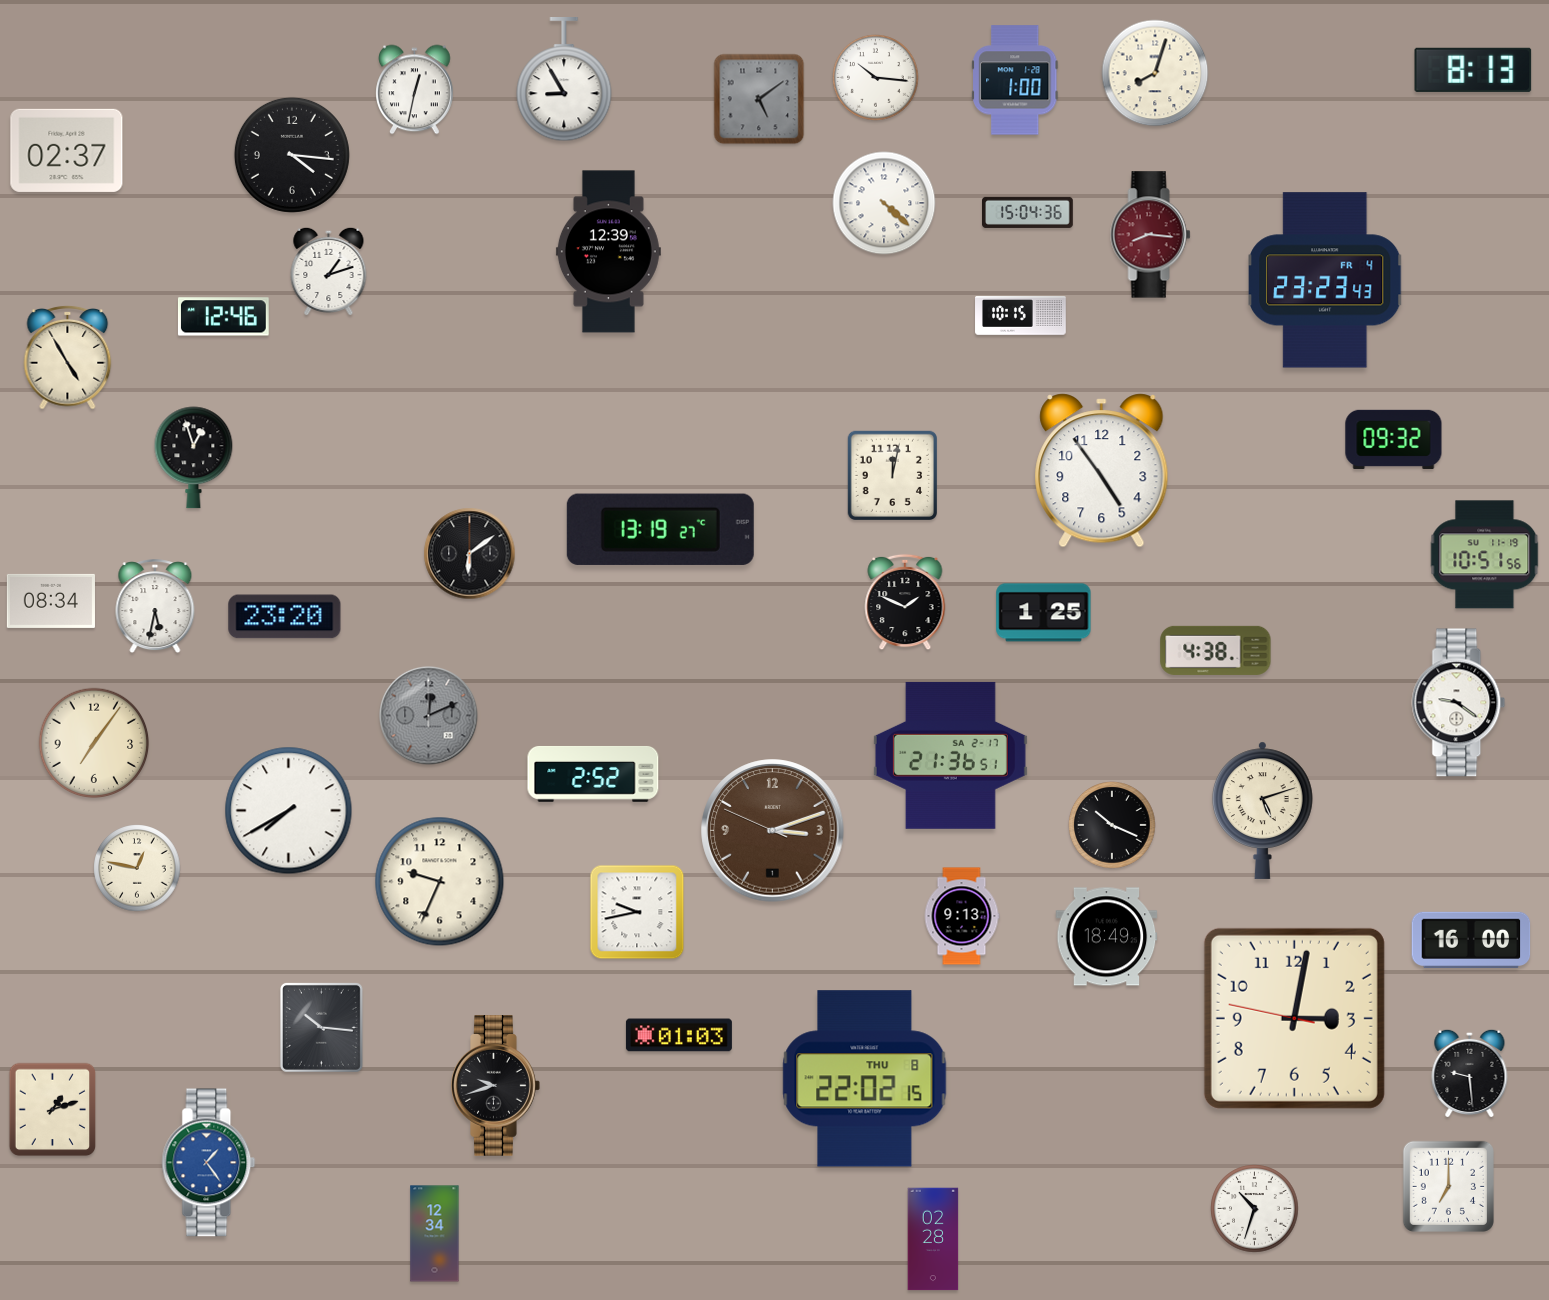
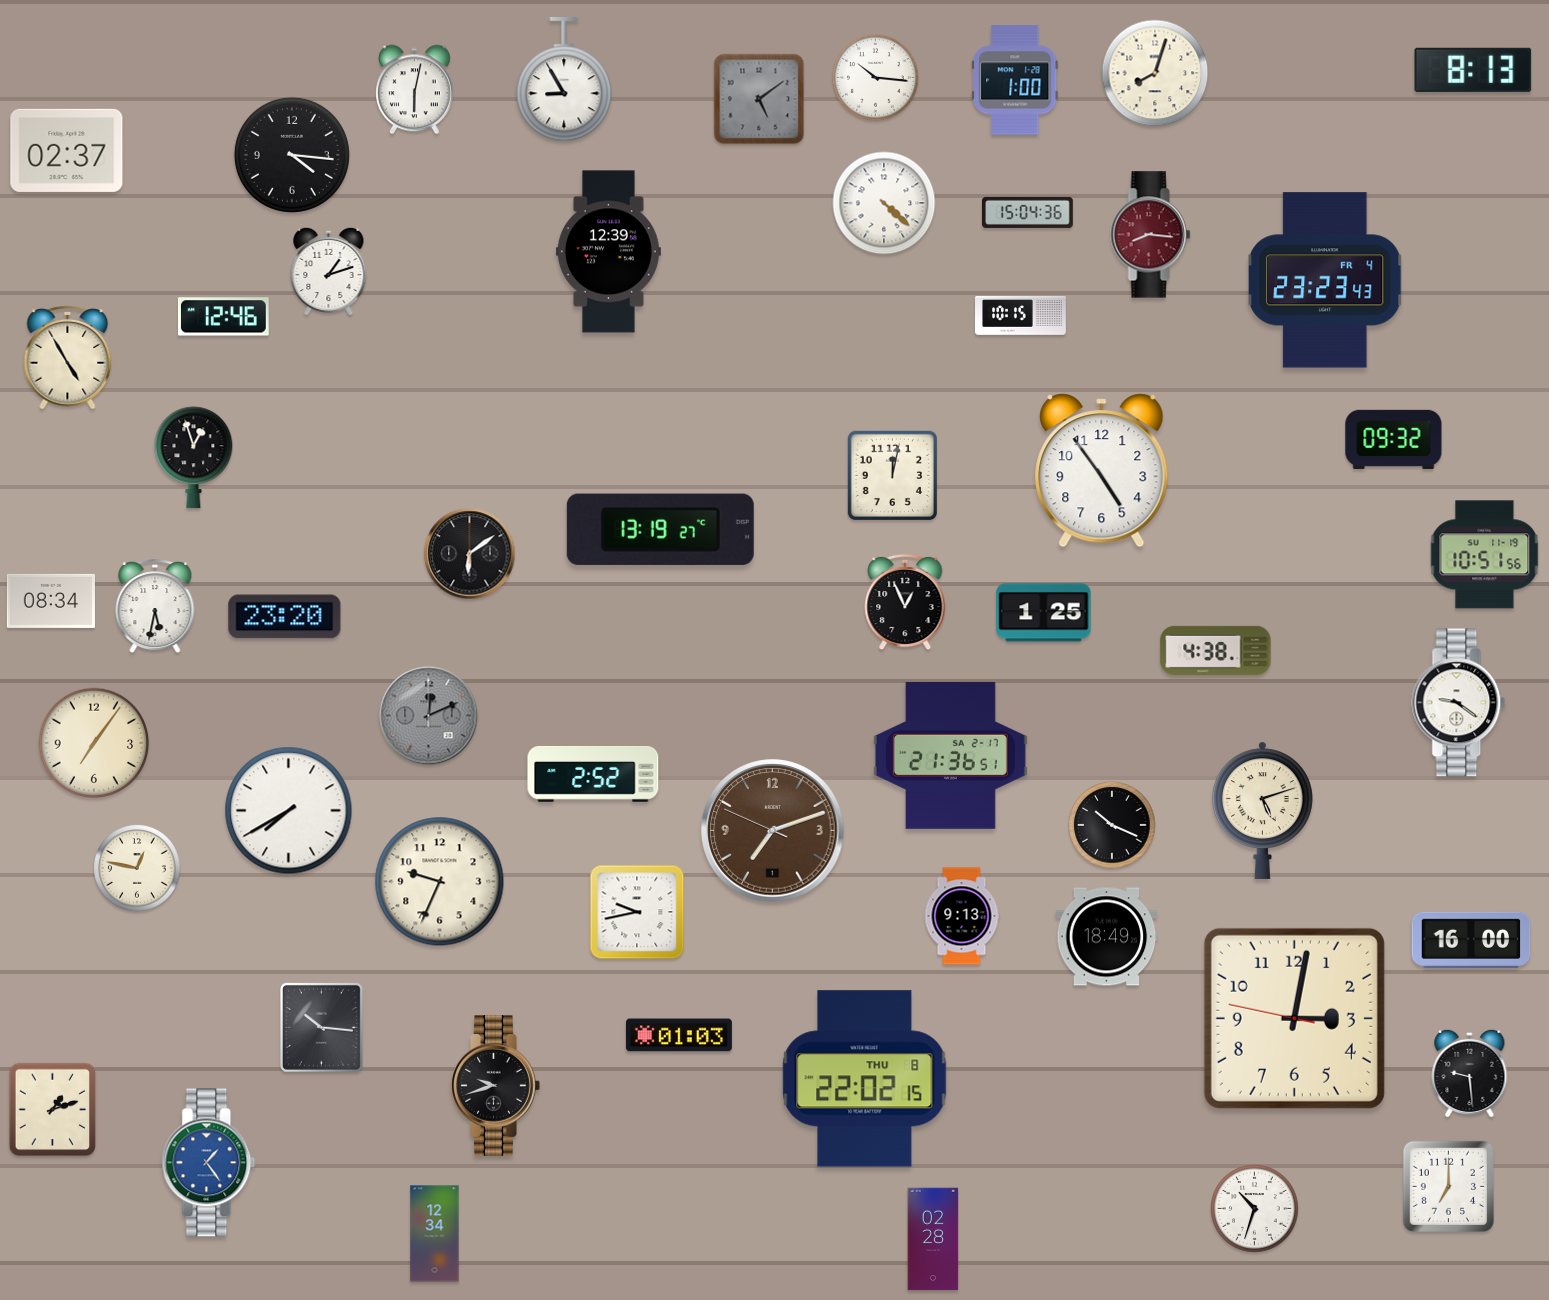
clock at (415, 90): 12:32 -> 6:02
clock at (905, 602): 1:49 -> 12:56
clock at (773, 831): 3:11 -> 7:11
